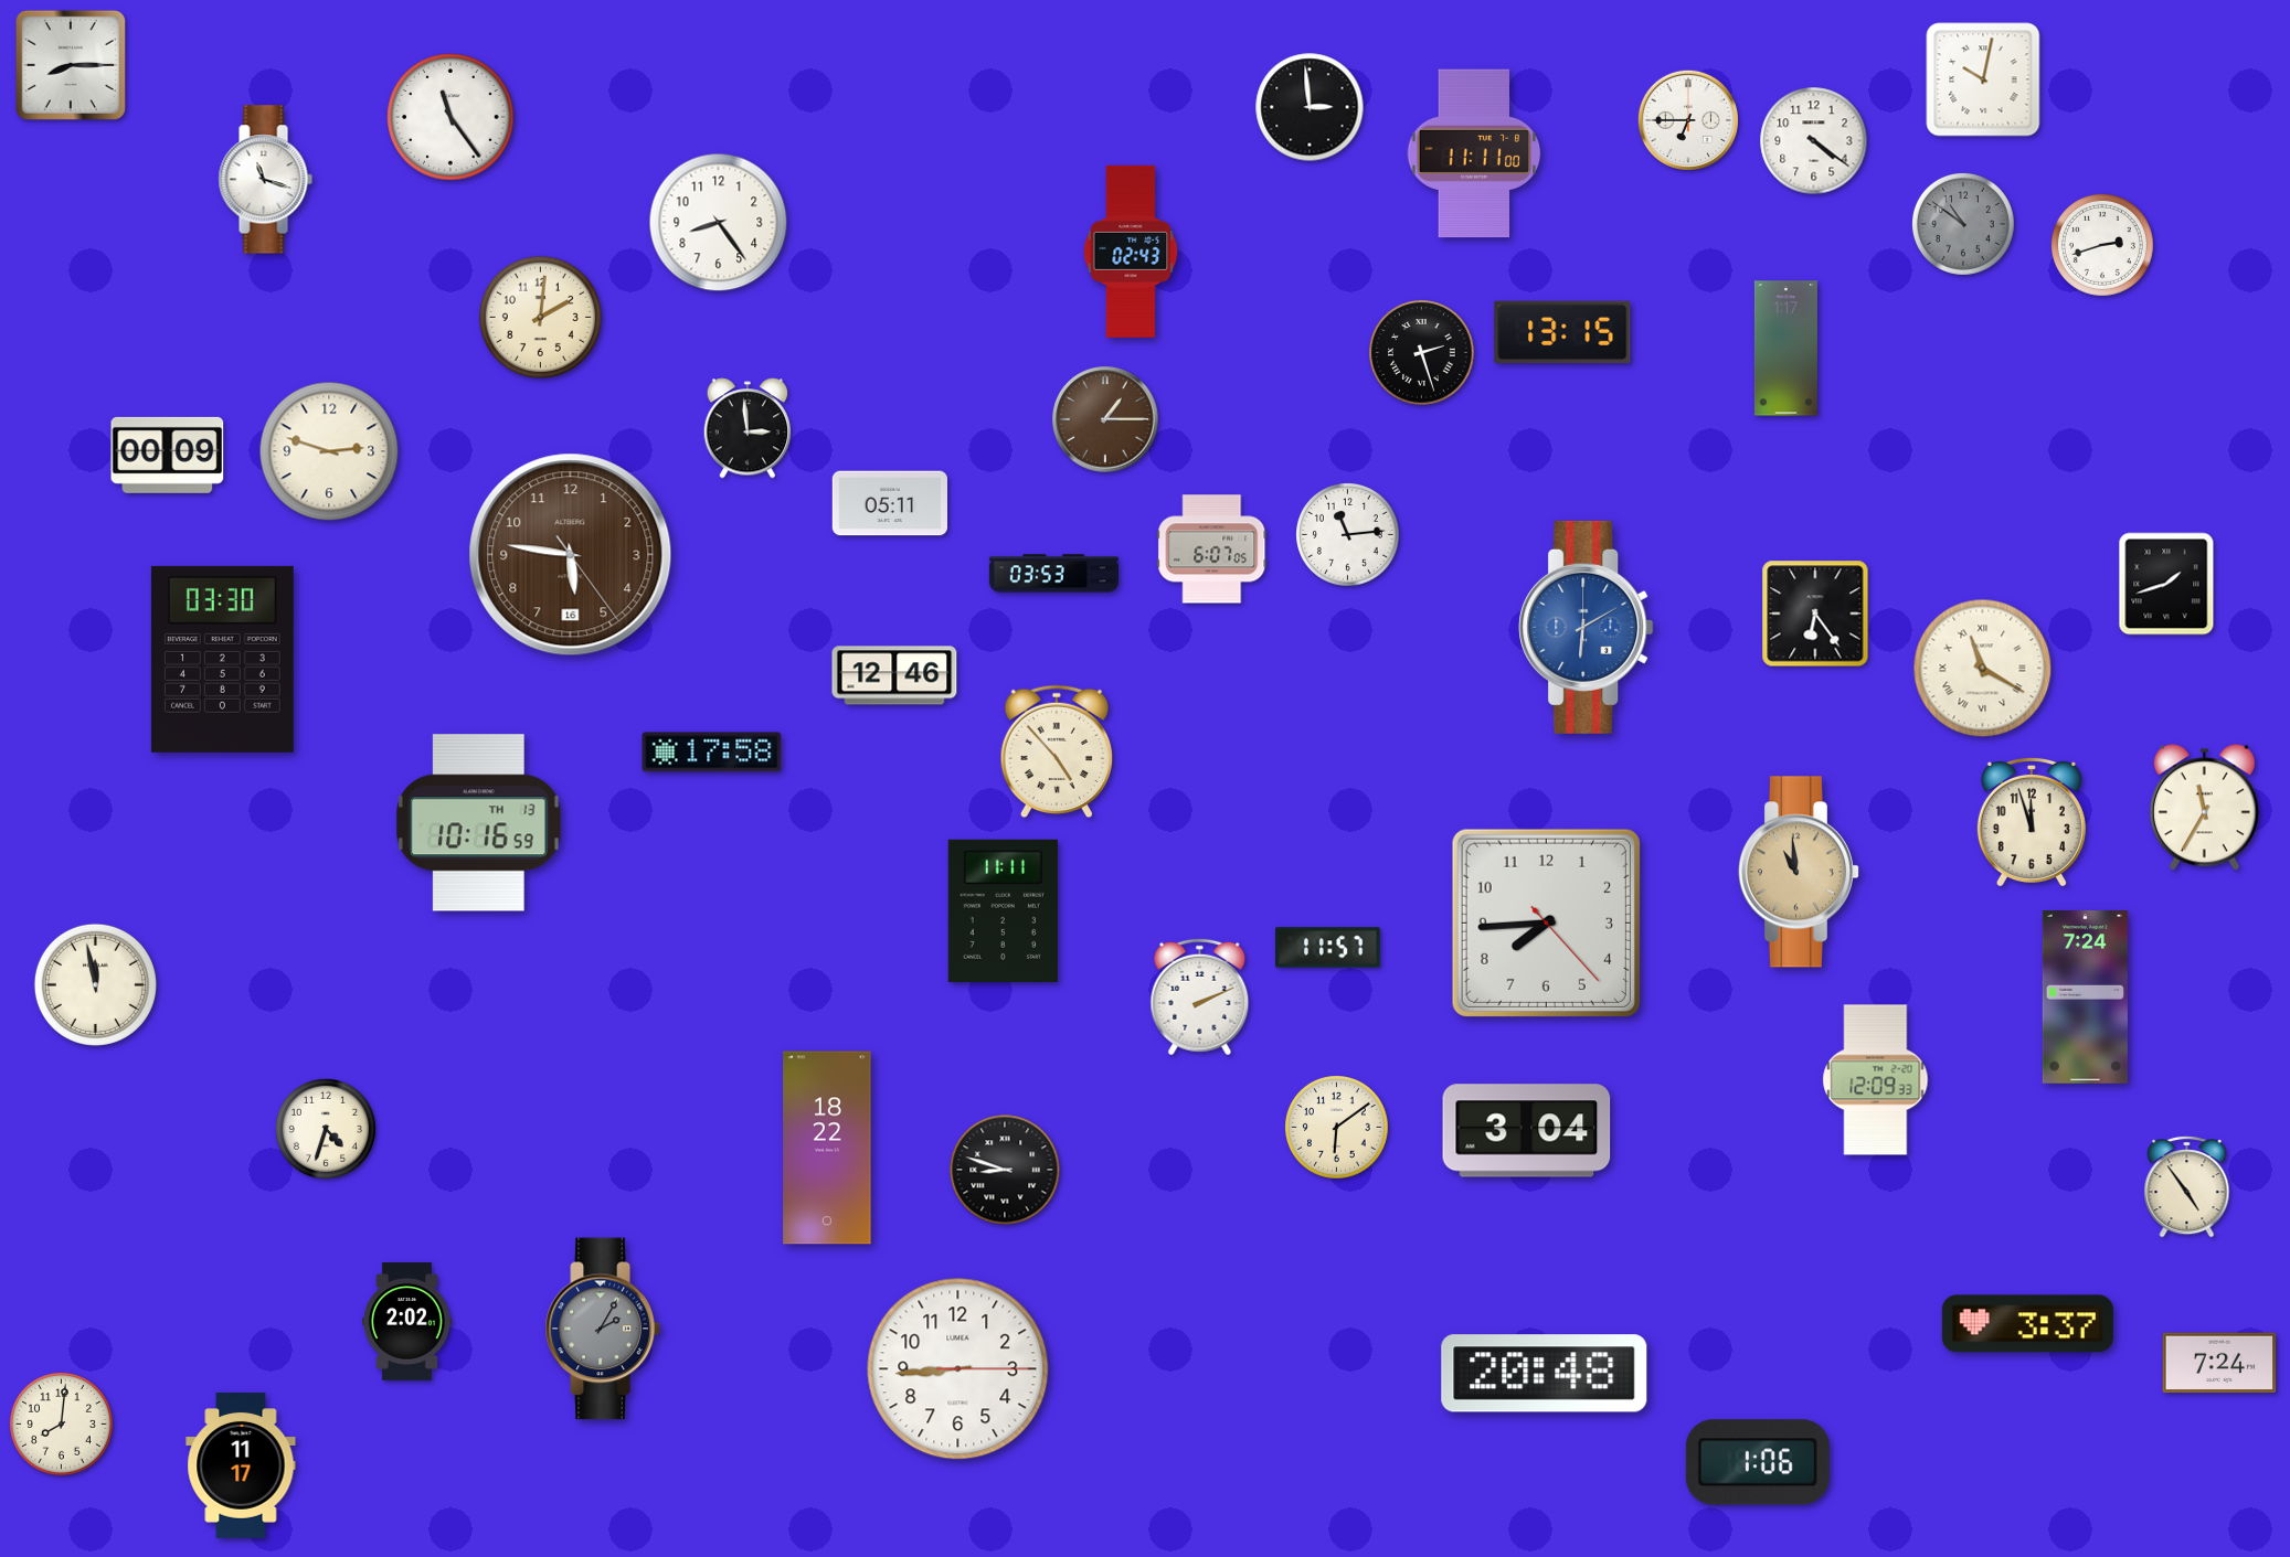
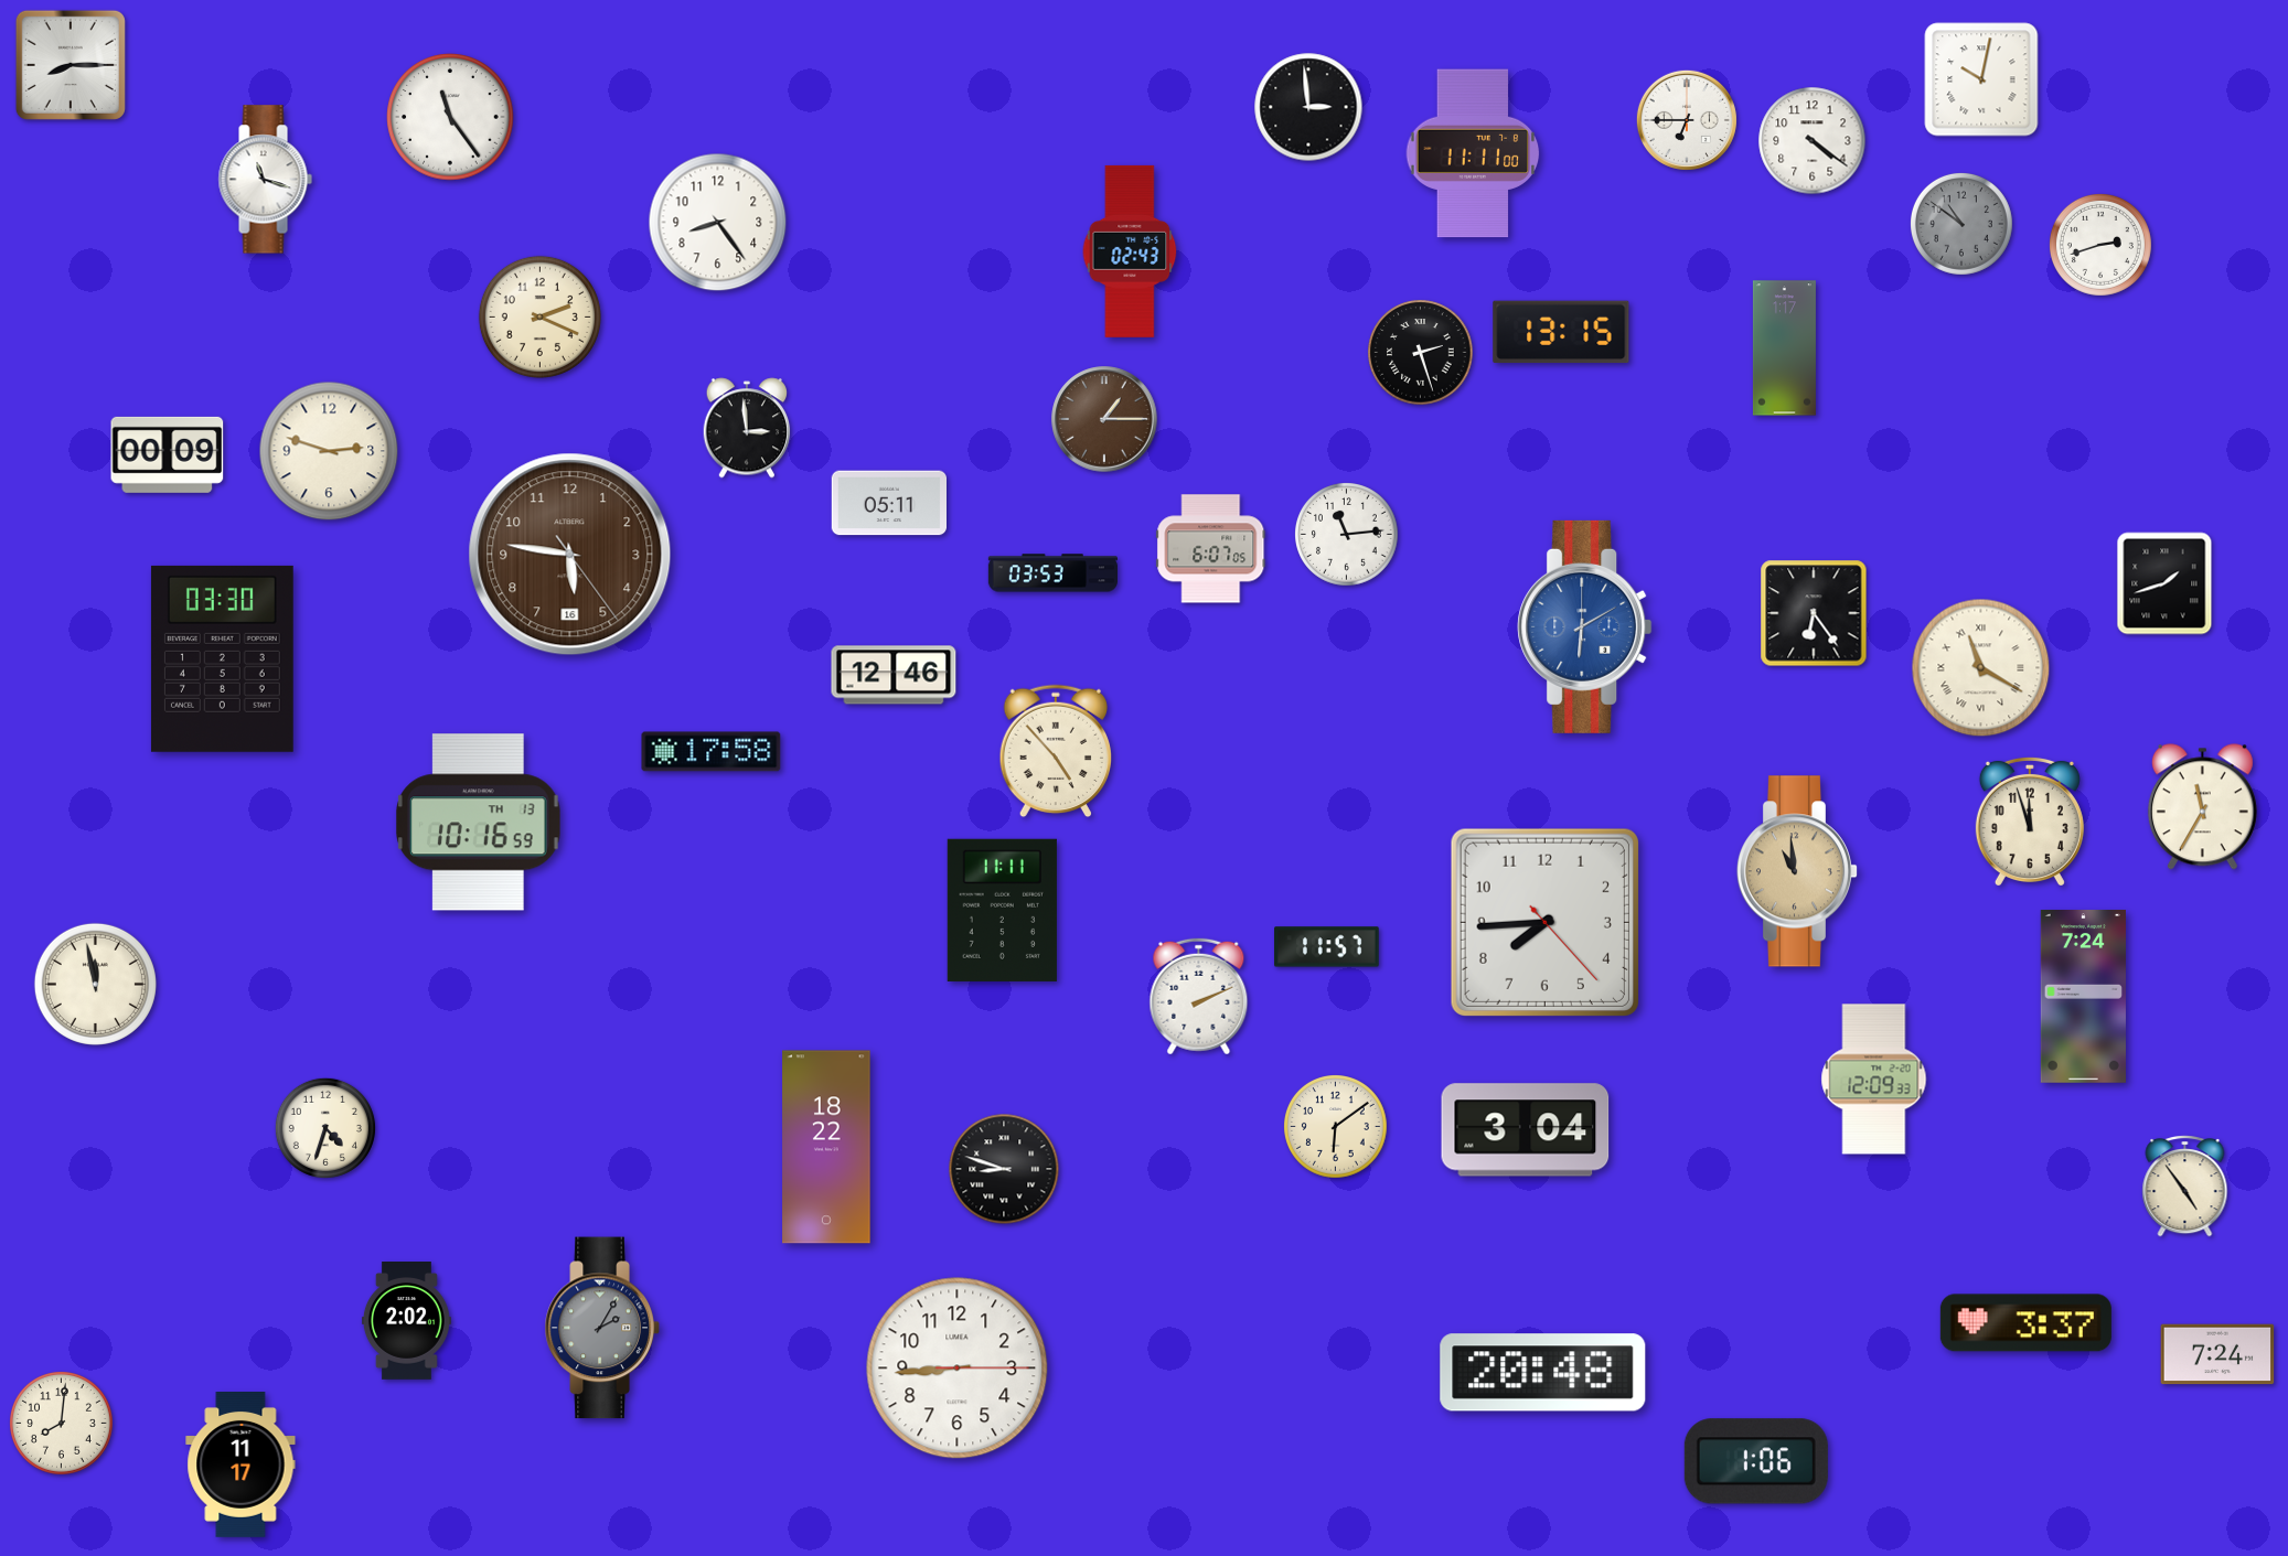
clock at (540, 317): 2:01 -> 2:19
clock at (2219, 1363) position: (2219, 1363) -> (2217, 1354)
